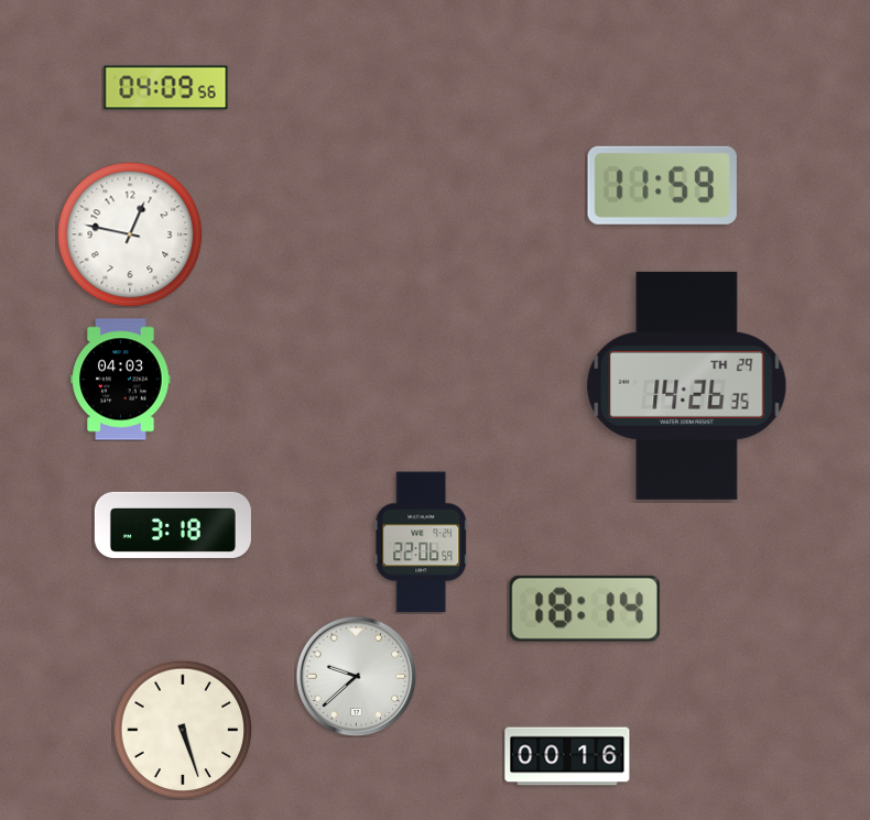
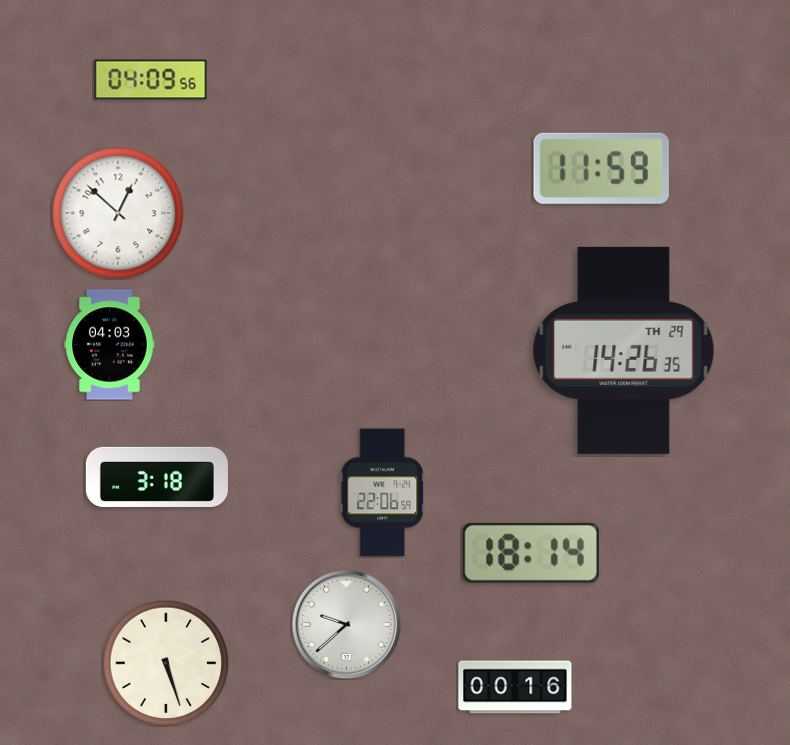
clock at (130, 234): 12:47 -> 12:52
clock at (356, 676) position: (356, 676) -> (346, 624)
